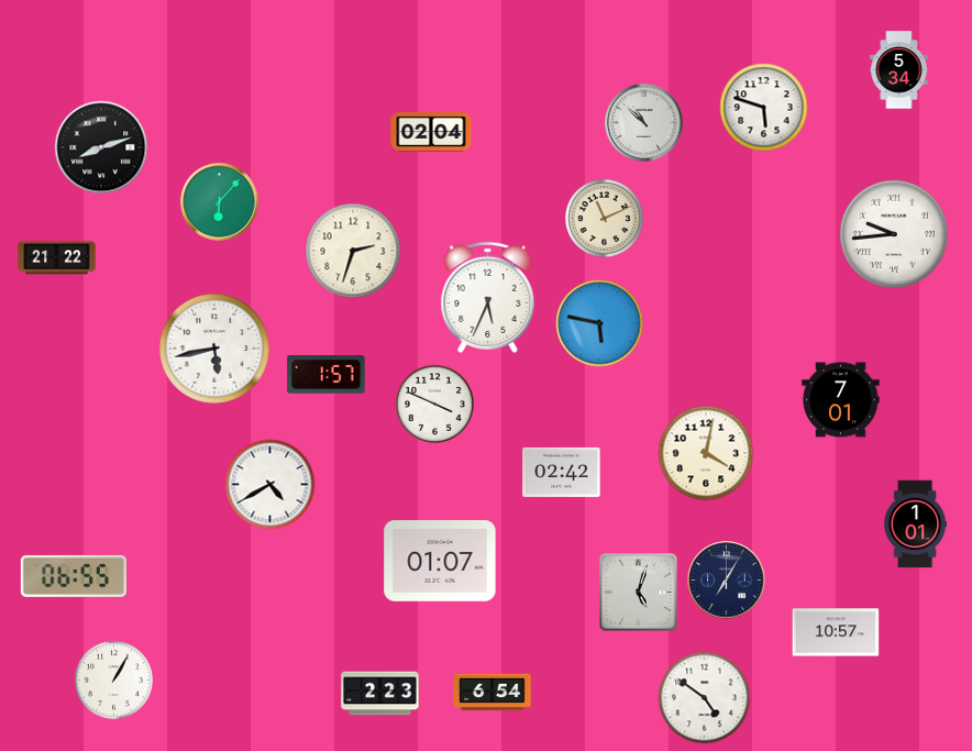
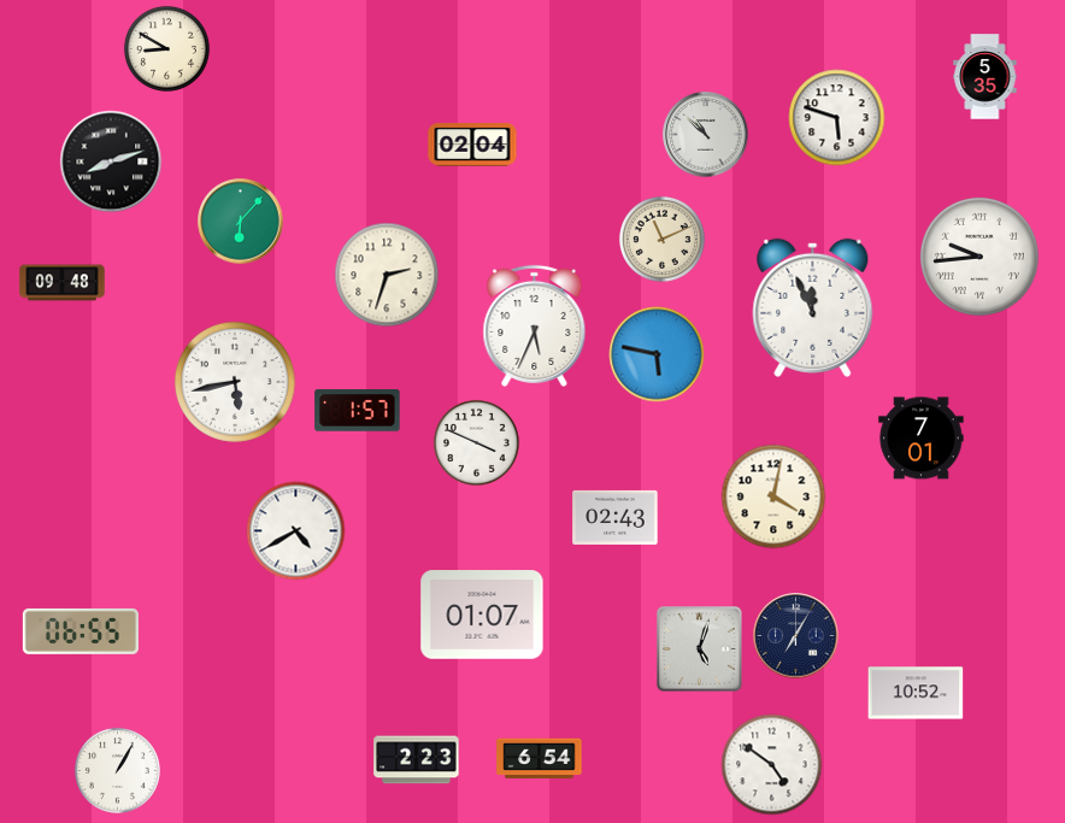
clock at (166, 48): none -> 8:50
clock at (899, 70): 5:34 -> 5:35
clock at (57, 258): 21:22 -> 09:48
clock at (813, 307): none -> 11:56
clock at (562, 472): 02:42 -> 02:43
clock at (915, 524): 1:01 -> none
clock at (836, 632): 10:57 -> 10:52
clock at (113, 680) position: (113, 680) -> (117, 770)
